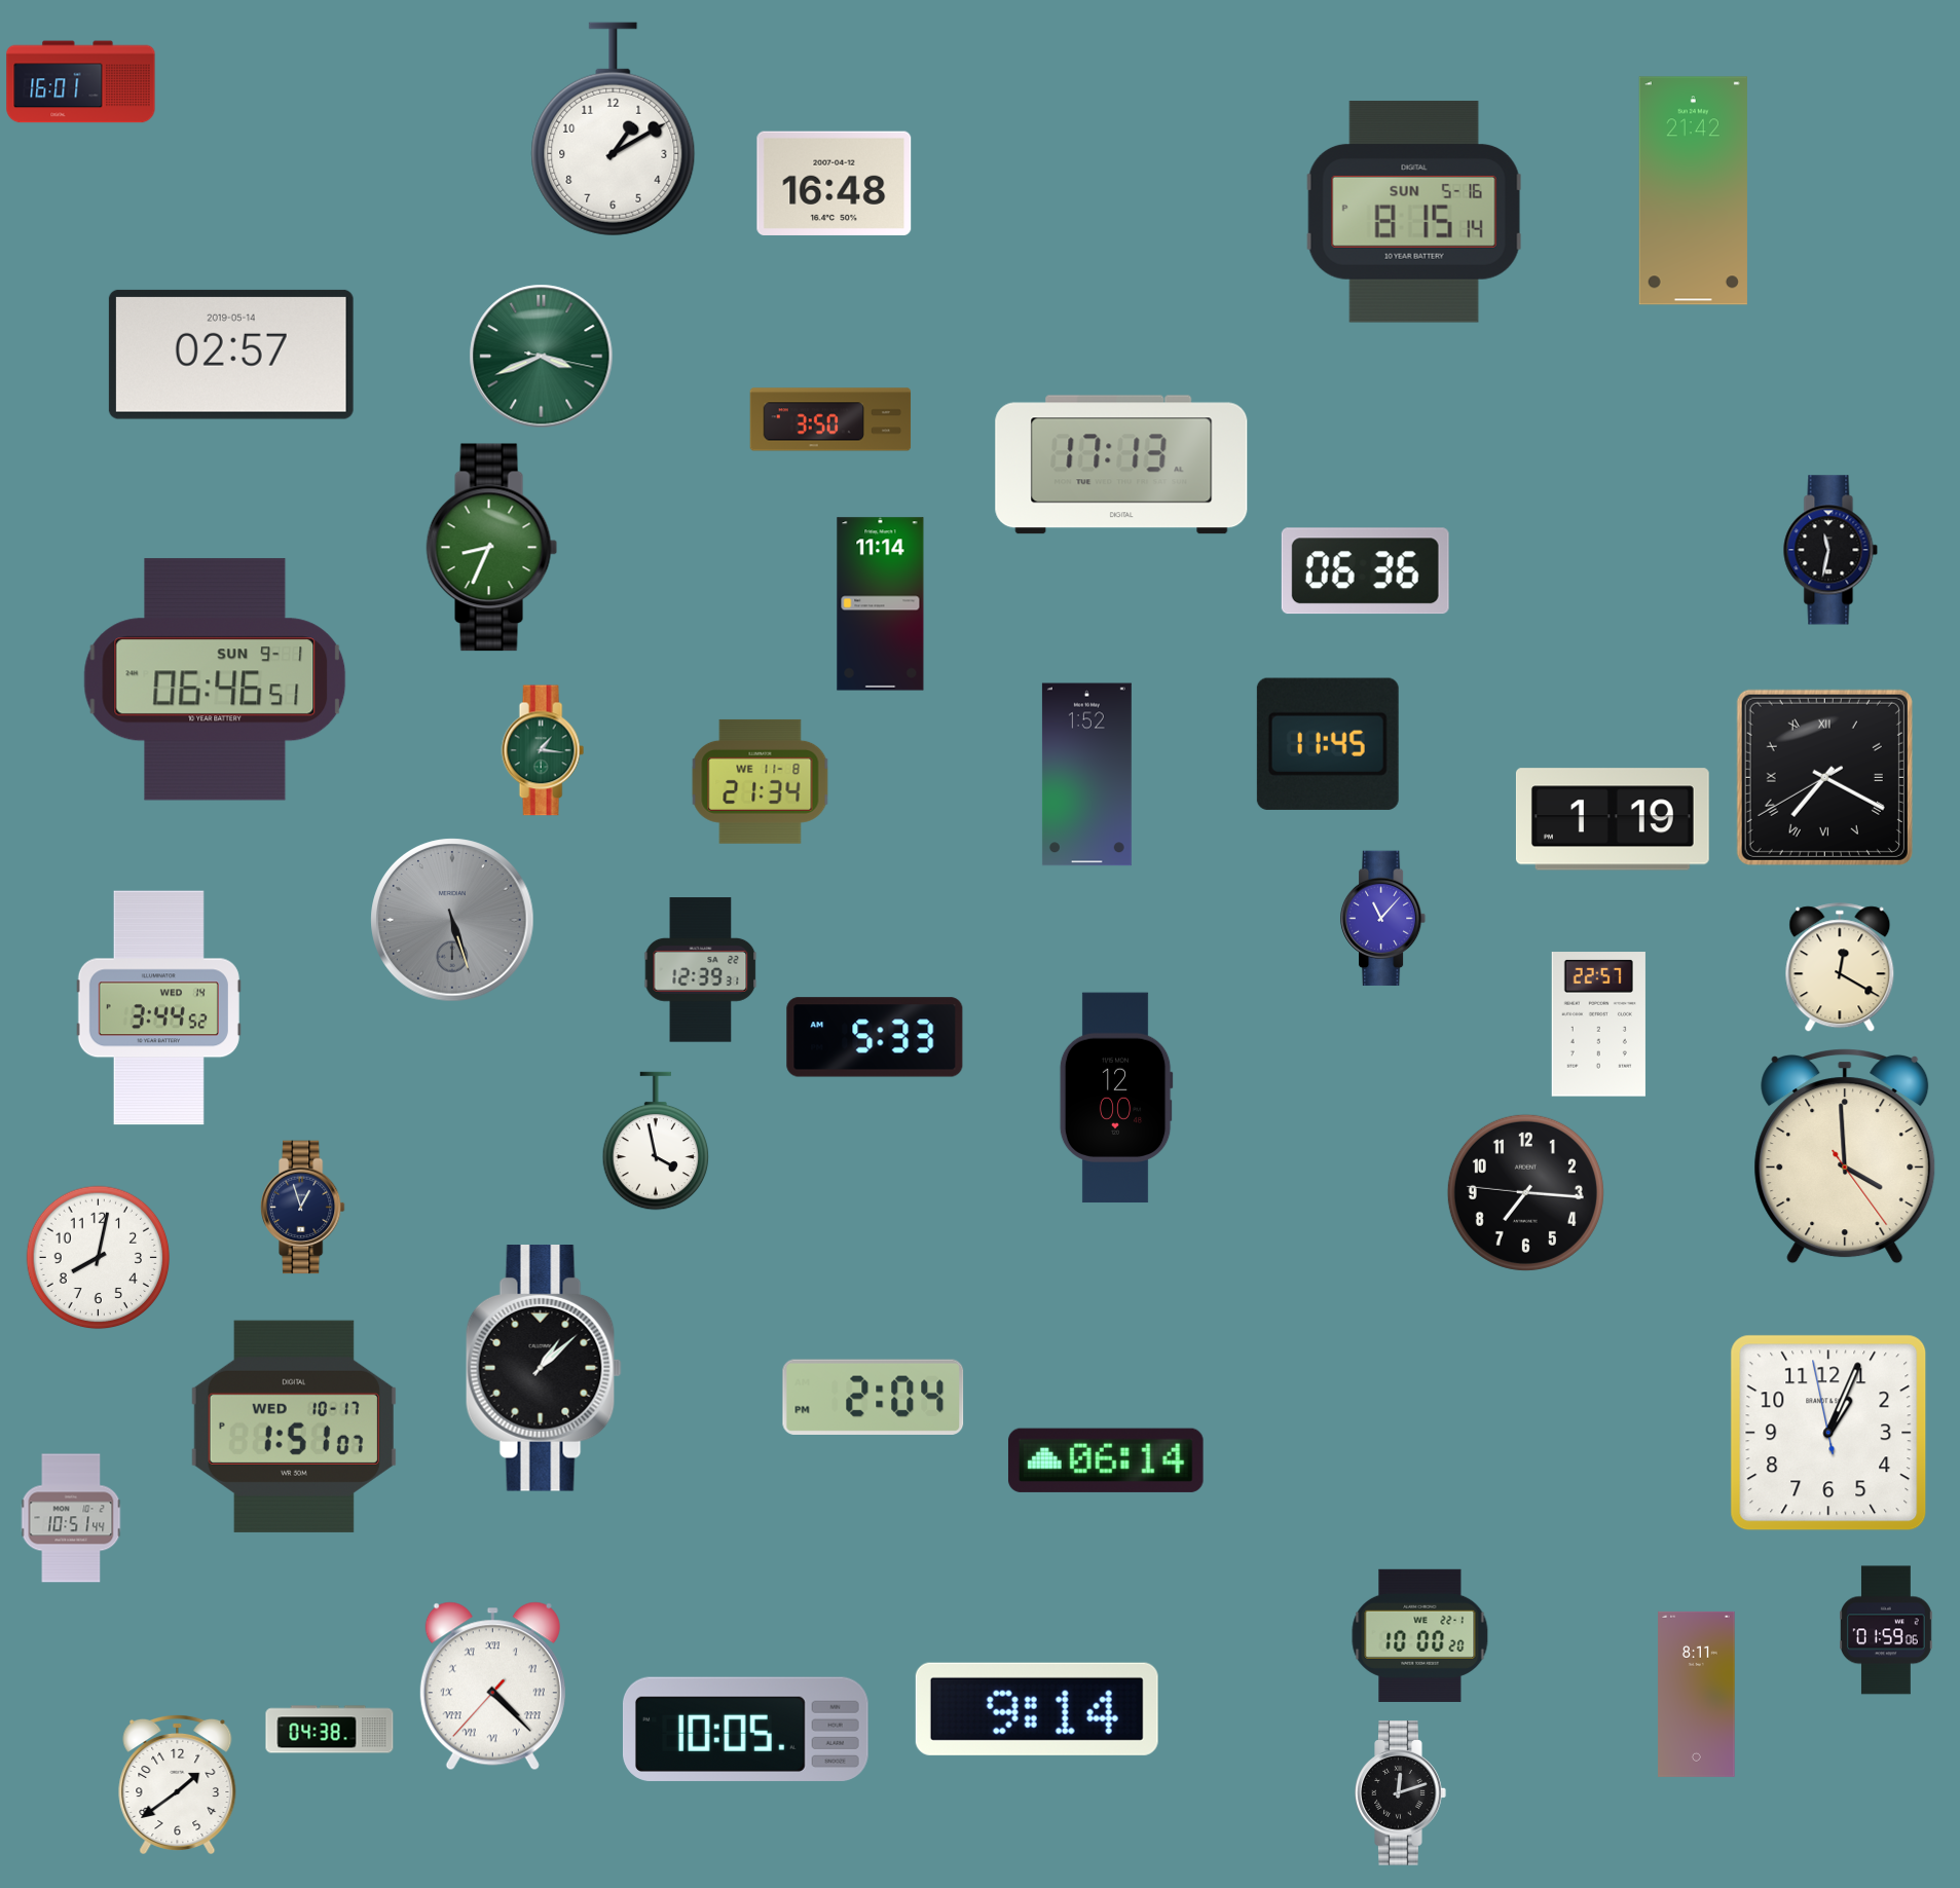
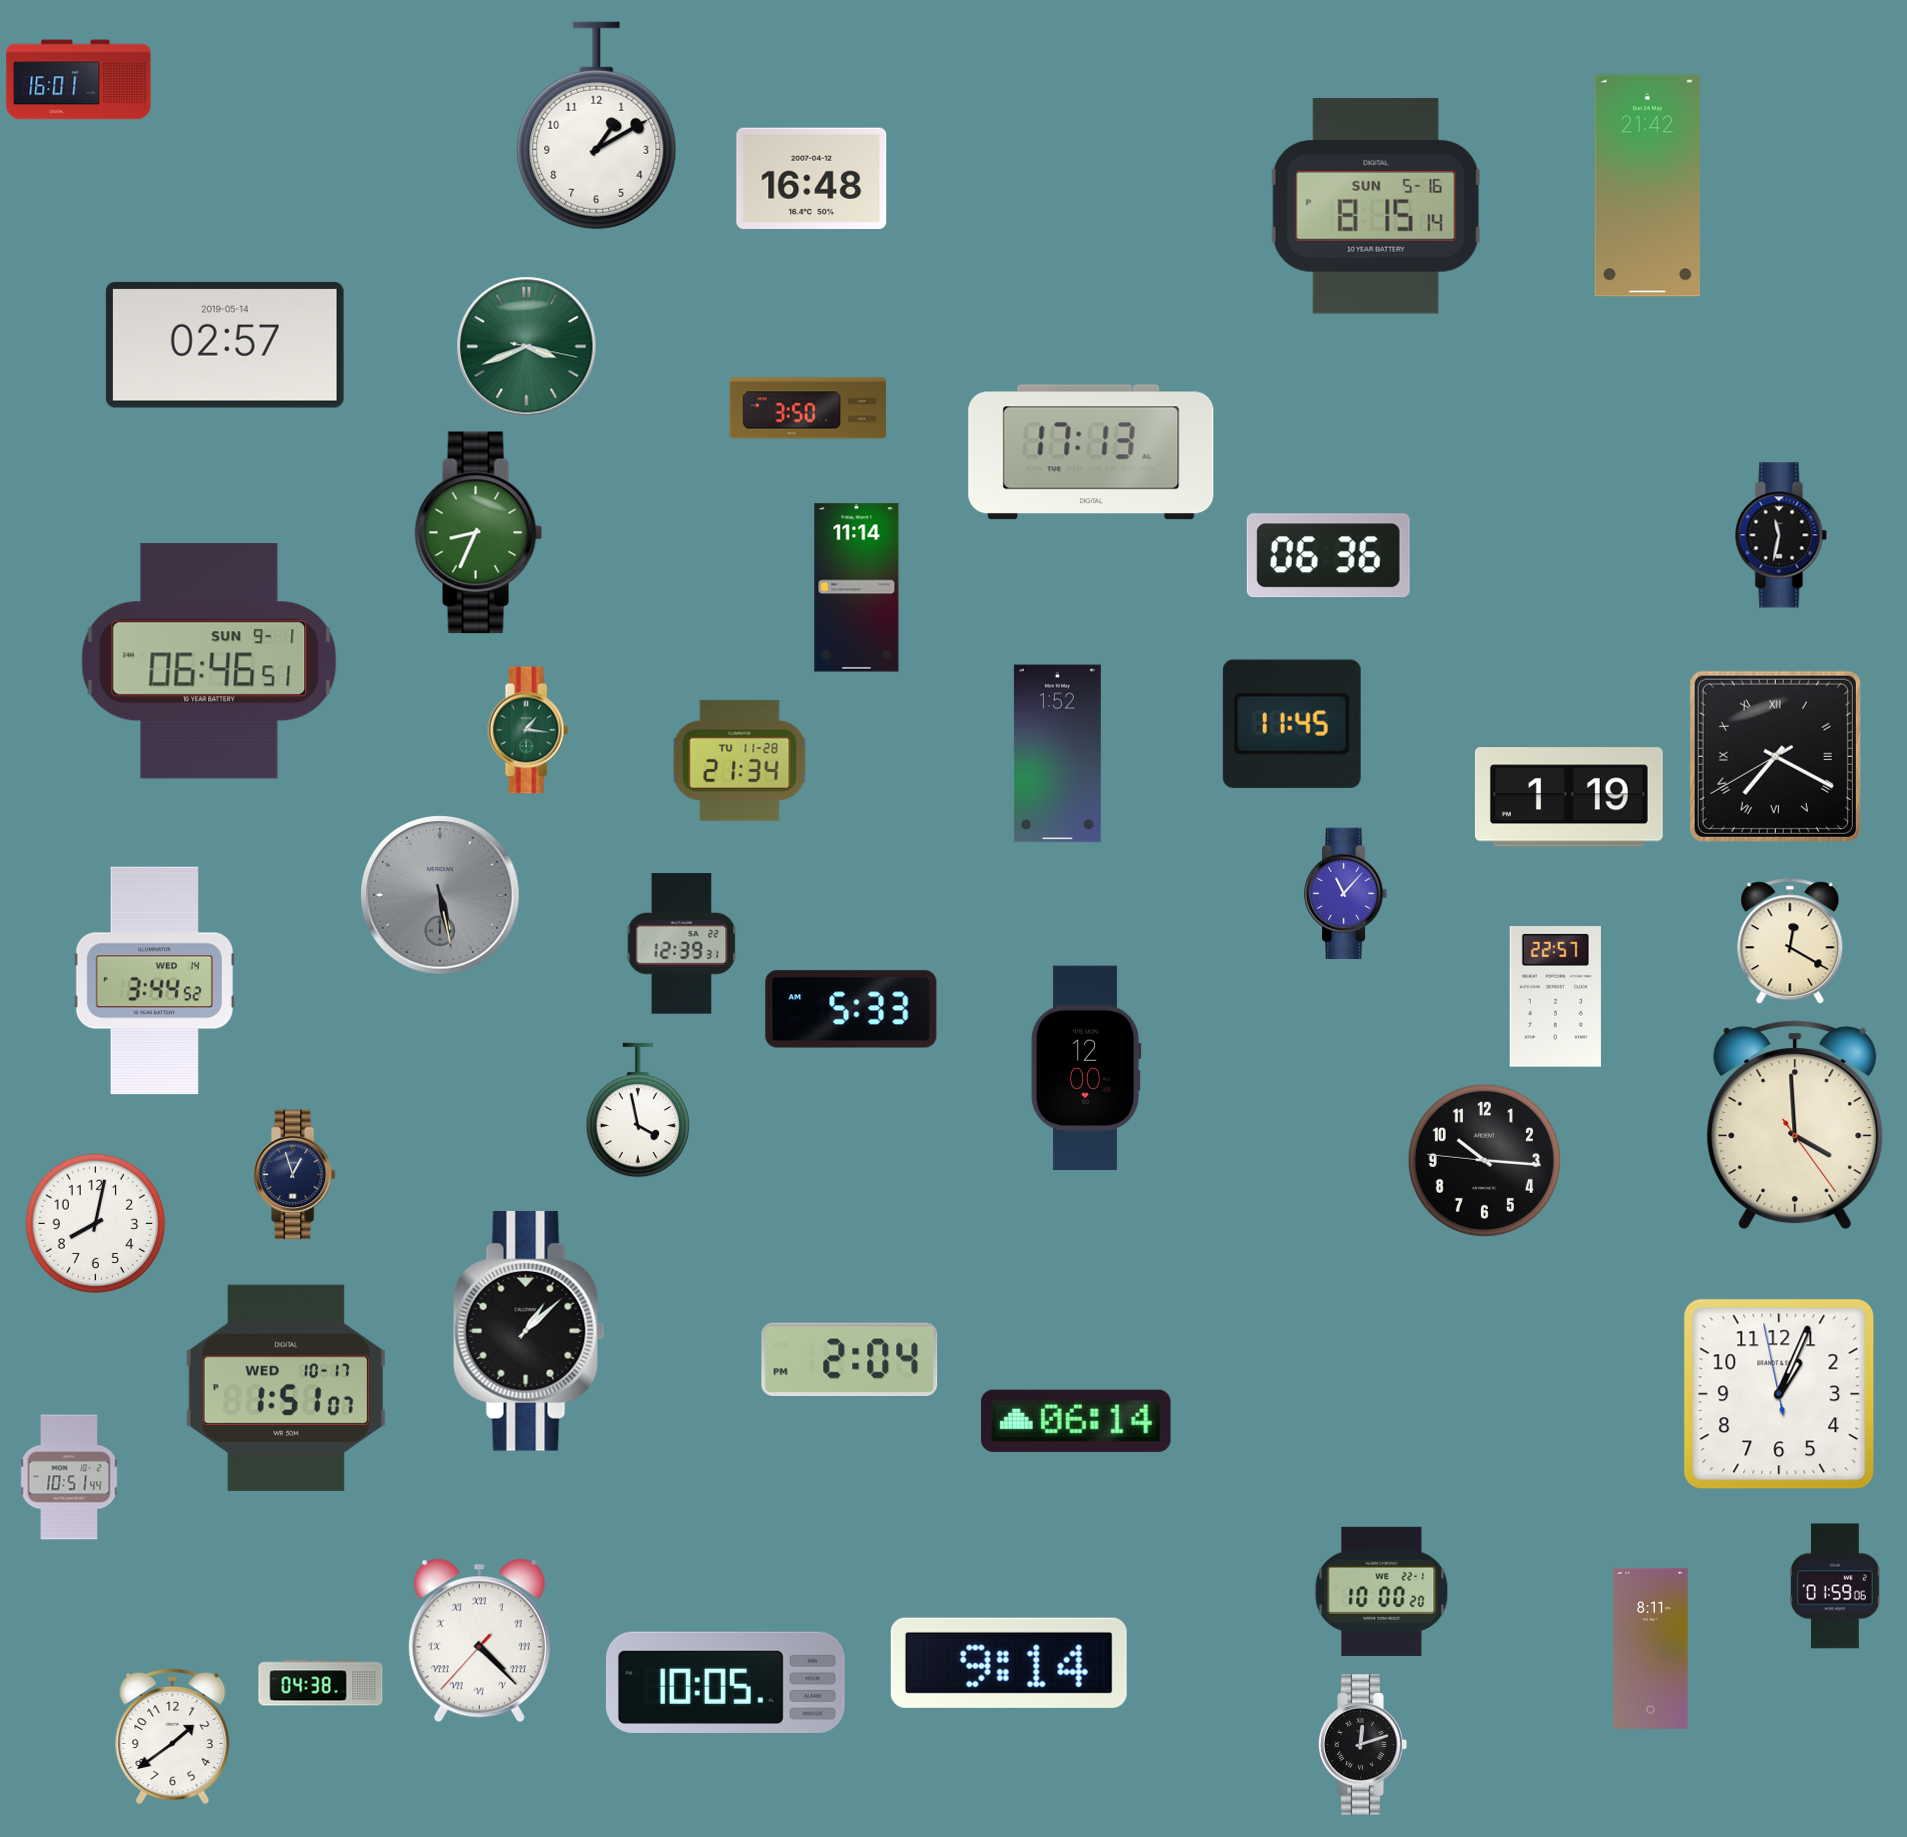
clock at (761, 781) date: WE 11-8 -> TU 11-28
clock at (452, 920): 5:27 -> 5:28
clock at (1525, 1192): 7:15 -> 10:15
